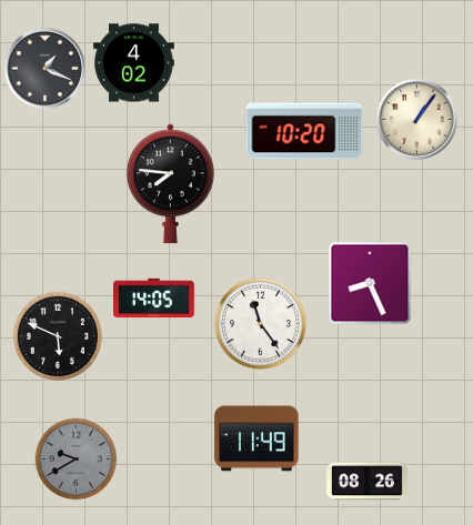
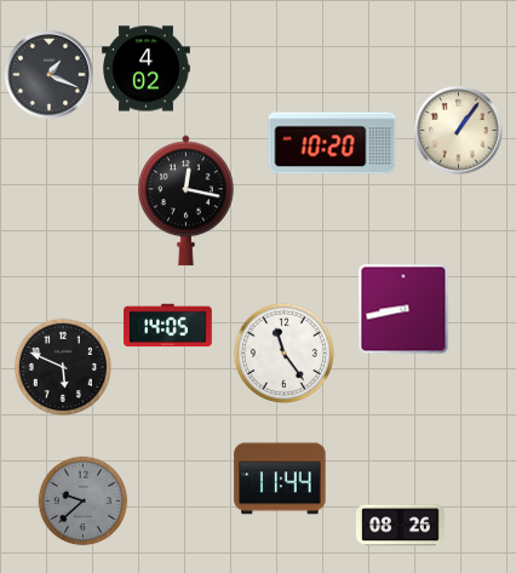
clock at (416, 119) position: (416, 119) -> (458, 130)
clock at (171, 184): 7:46 -> 12:17
clock at (370, 283): 8:26 -> 8:43
clock at (256, 438): 11:49 -> 11:44
clock at (77, 460): 9:40 -> 9:38
